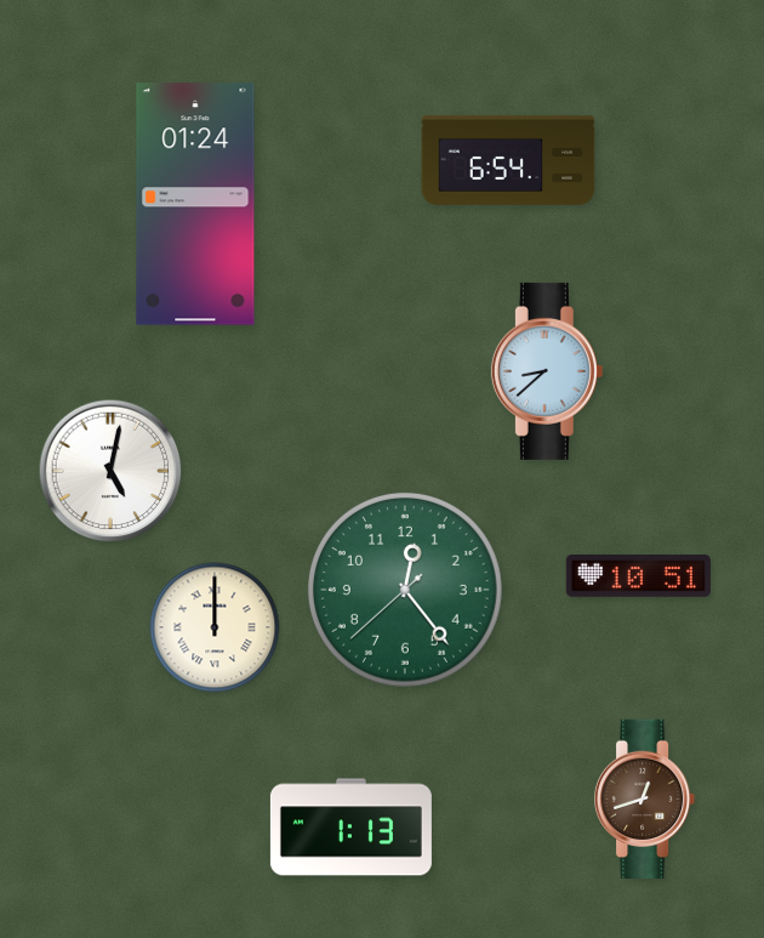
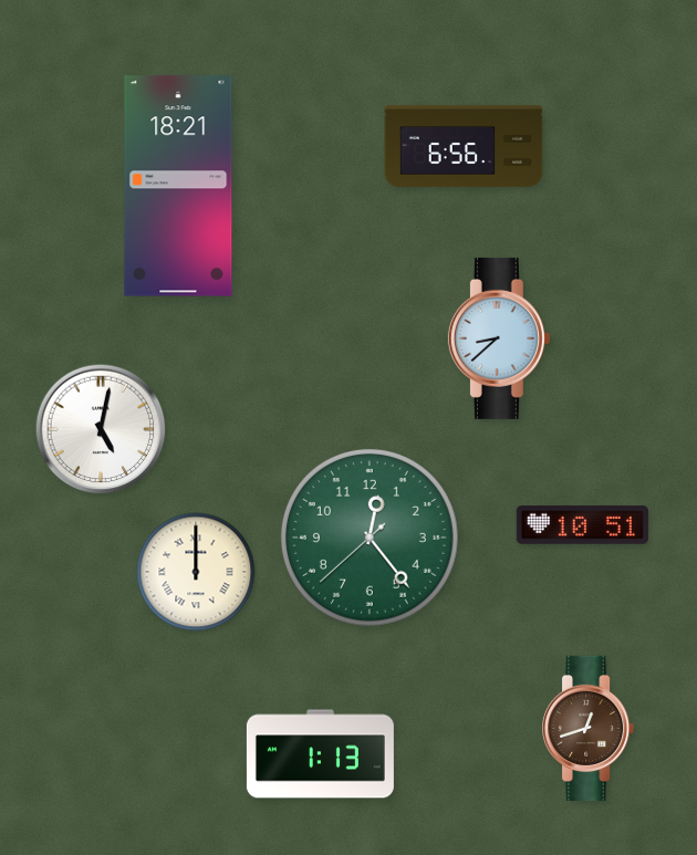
clock at (508, 160): 6:54 -> 6:56
clock at (195, 204): 01:24 -> 18:21
